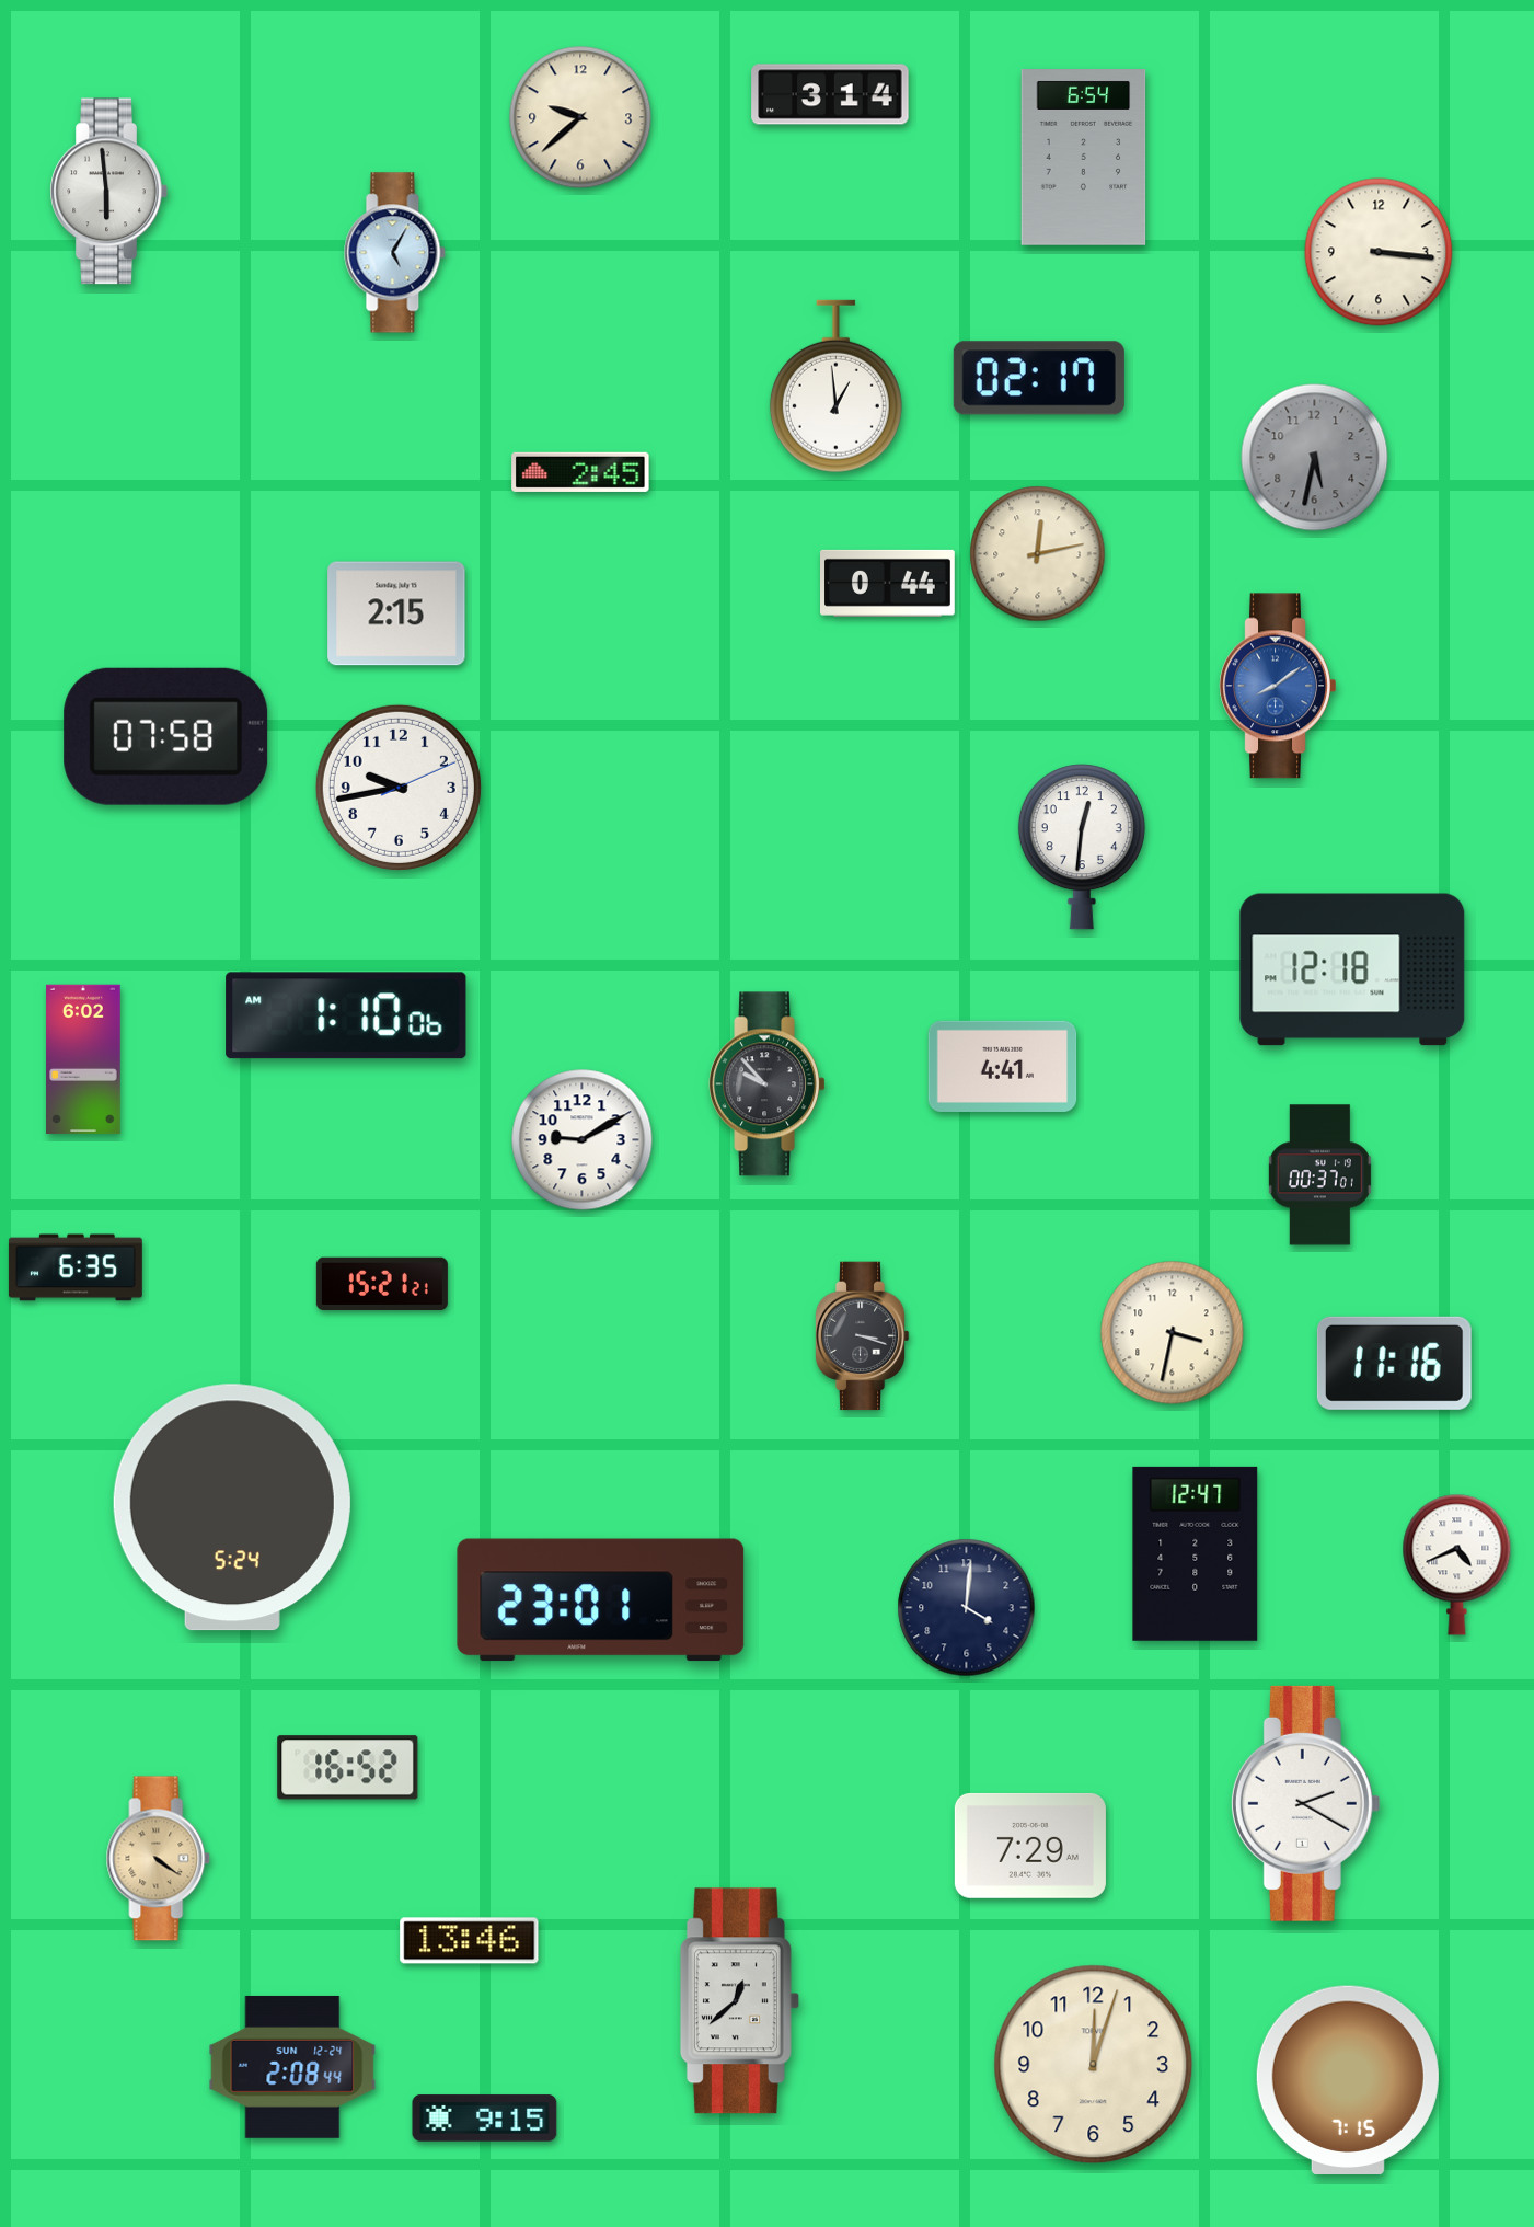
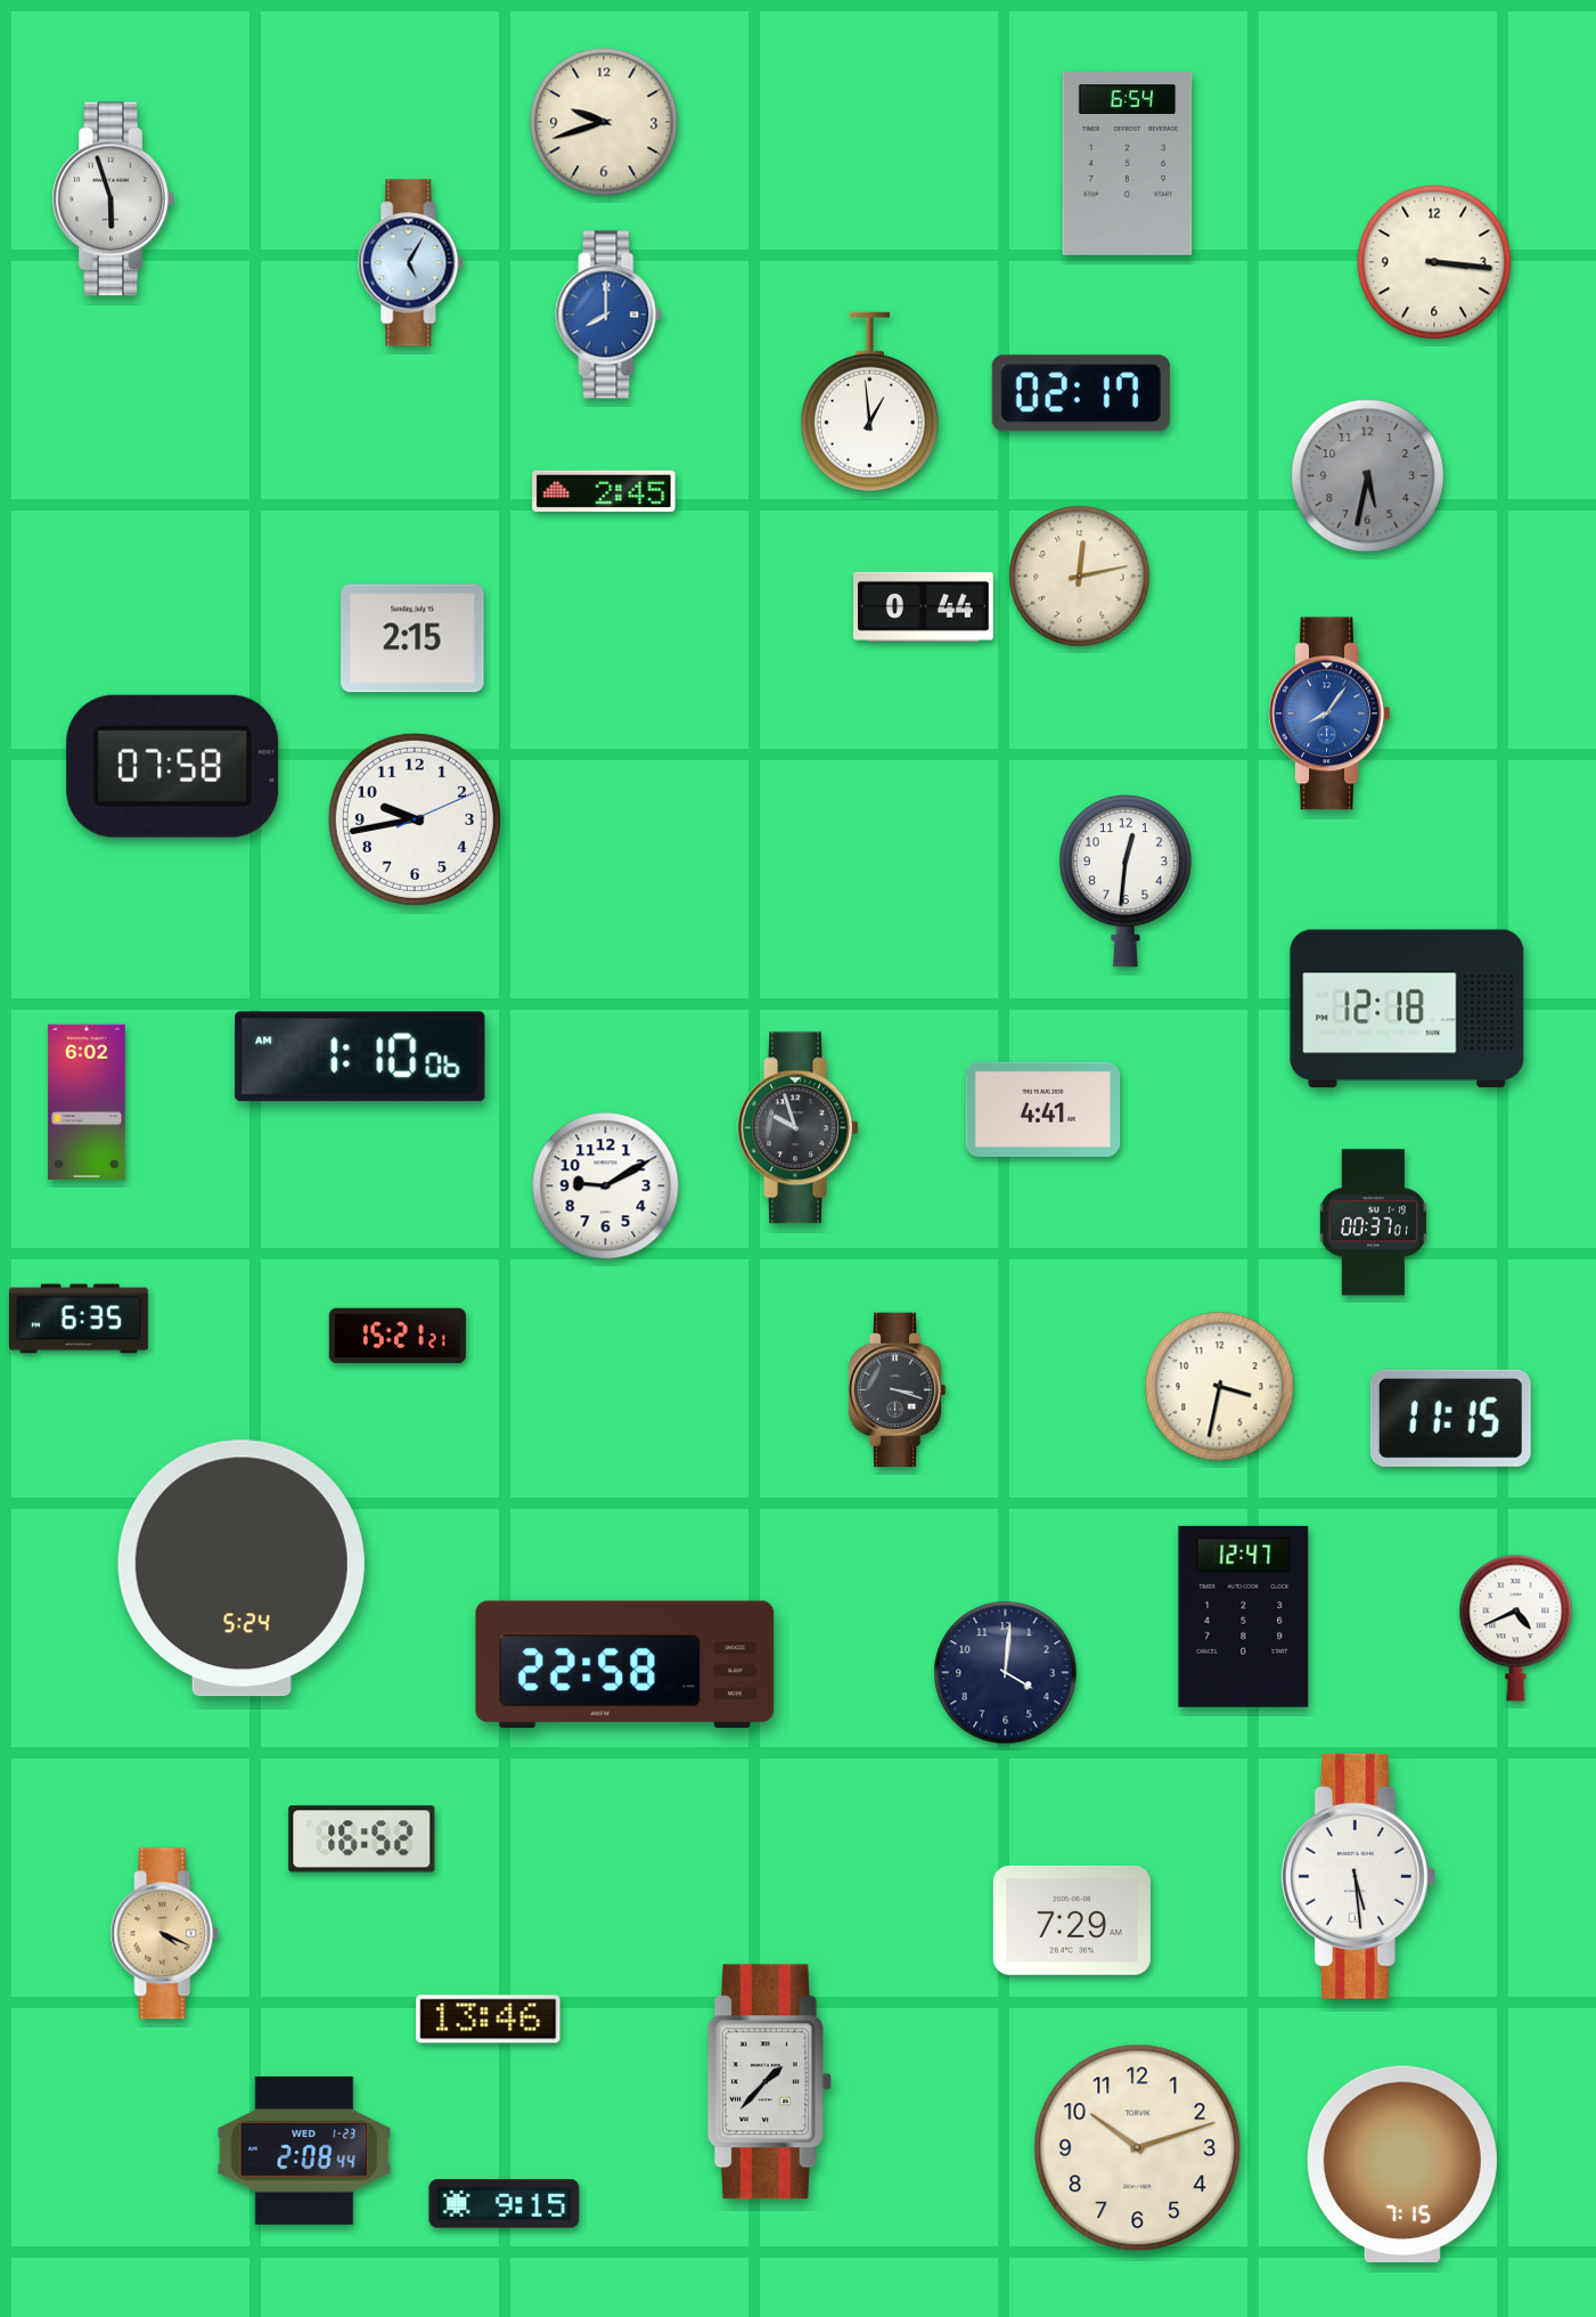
clock at (830, 94): 3:14 -> none
clock at (580, 117): 9:38 -> 9:42
clock at (108, 192): 5:59 -> 5:57
clock at (608, 315): none -> 8:00
clock at (1278, 686): 8:09 -> 8:06
clock at (766, 1084): 9:53 -> 9:57
clock at (1394, 1363): 11:16 -> 11:15
clock at (601, 1600): 23:01 -> 22:58
clock at (1305, 1803): 2:20 -> 5:29
clock at (159, 1859): 4:21 -> 4:19
clock at (739, 2001): 12:38 -> 1:37
clock at (1094, 2065): 12:03 -> 10:12
clock at (292, 2067) date: SUN 12-24 -> WED 1-23
